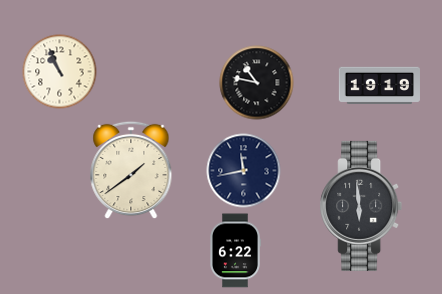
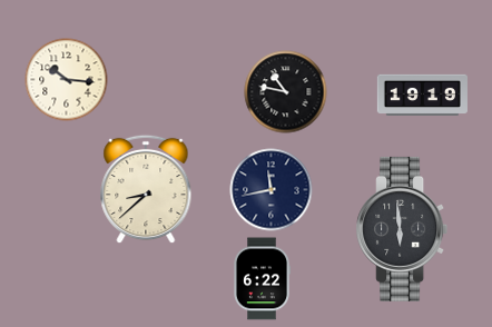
clock at (60, 72): 10:56 -> 10:16
clock at (131, 170): 1:39 -> 8:38
